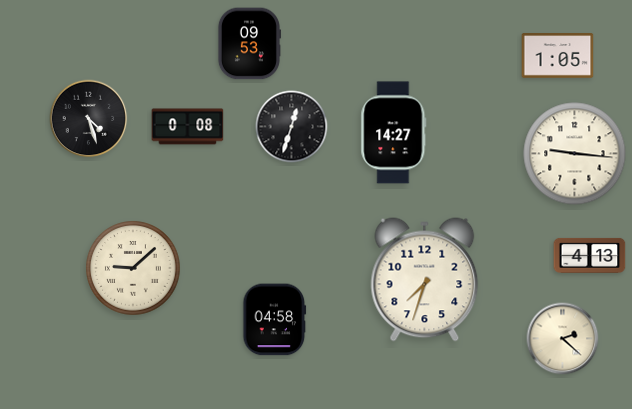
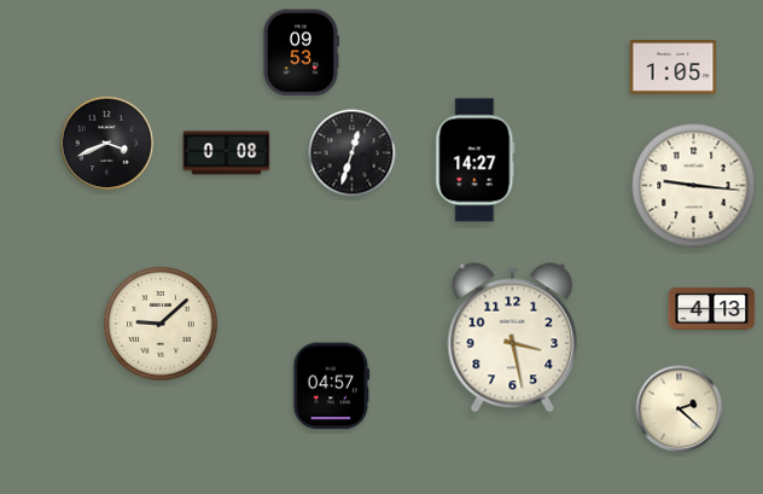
clock at (89, 119): 4:27 -> 3:41
clock at (425, 280): 7:33 -> 3:28
clock at (275, 320): 04:58 -> 04:57
